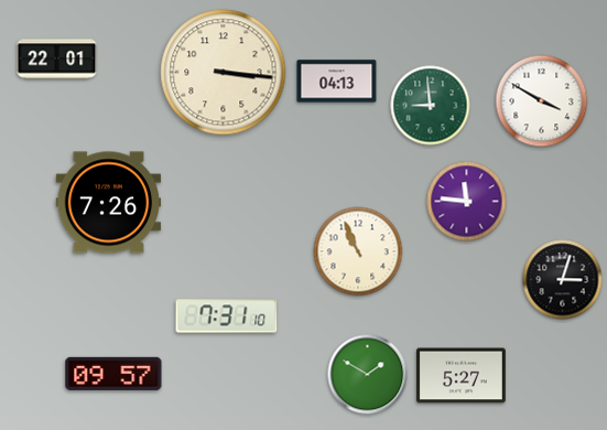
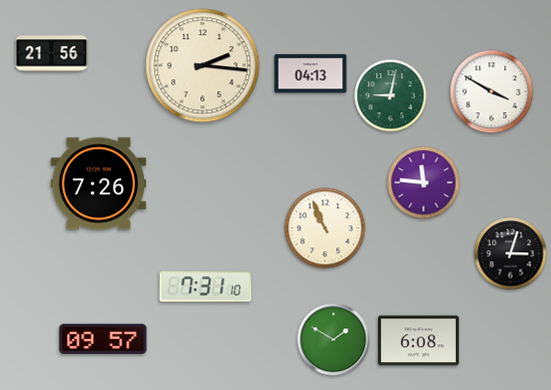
clock at (57, 60): 22:01 -> 21:56
clock at (224, 73): 3:16 -> 2:16
clock at (337, 82) position: (337, 82) -> (311, 74)
clock at (431, 106): 8:59 -> 9:02
clock at (460, 376): 5:27 -> 6:08
